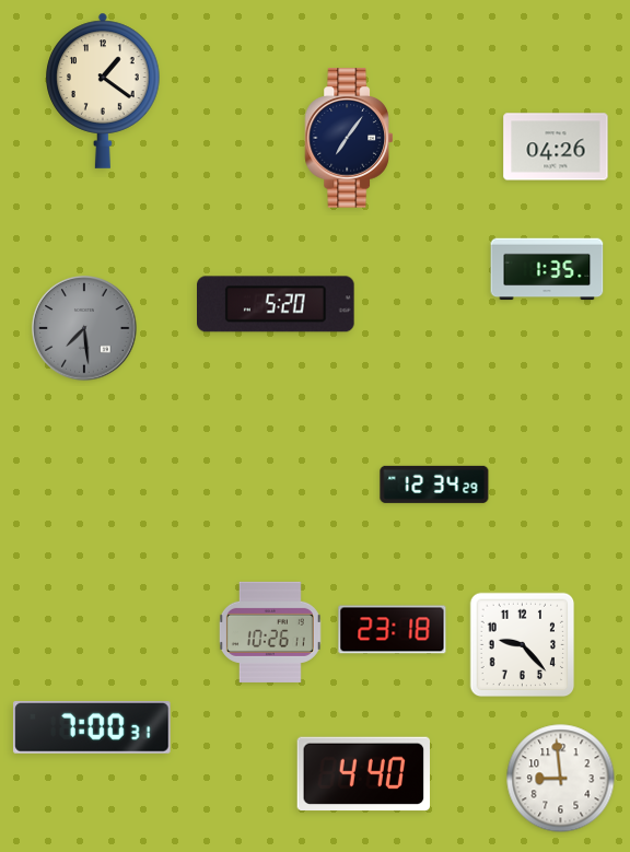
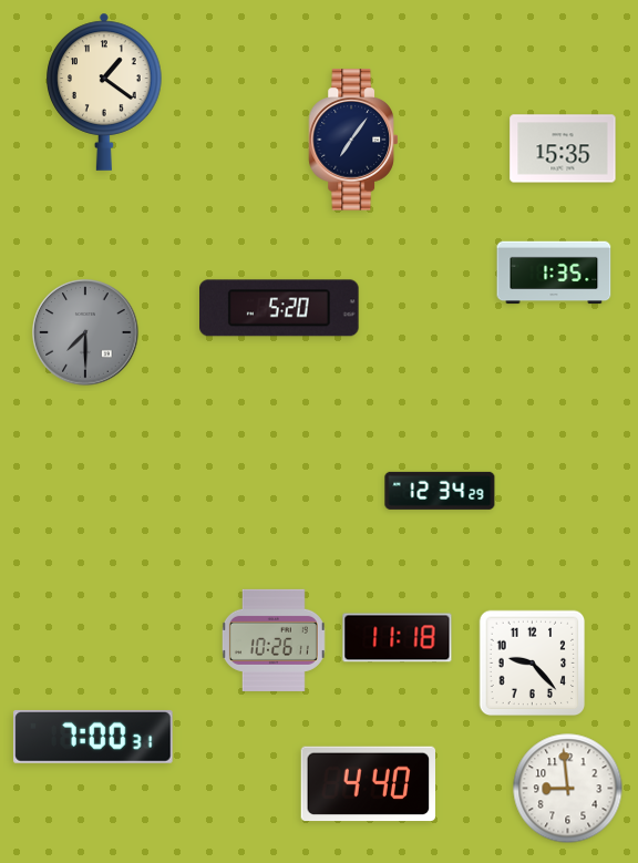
clock at (556, 147): 04:26 -> 15:35
clock at (84, 328): 7:29 -> 7:30
clock at (393, 630): 23:18 -> 11:18
clock at (523, 645) position: (523, 645) -> (533, 664)
